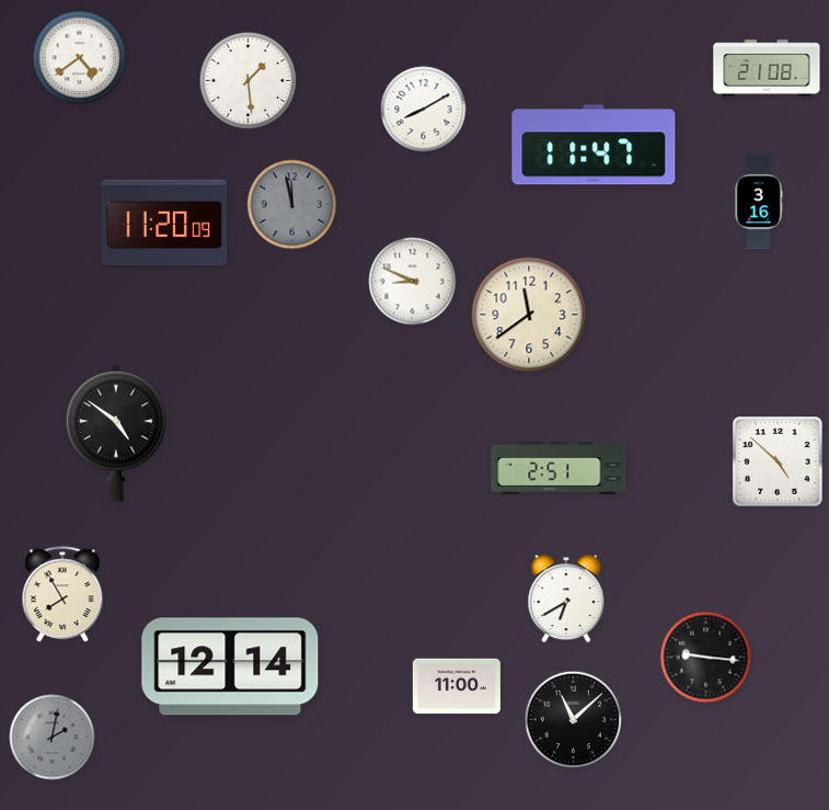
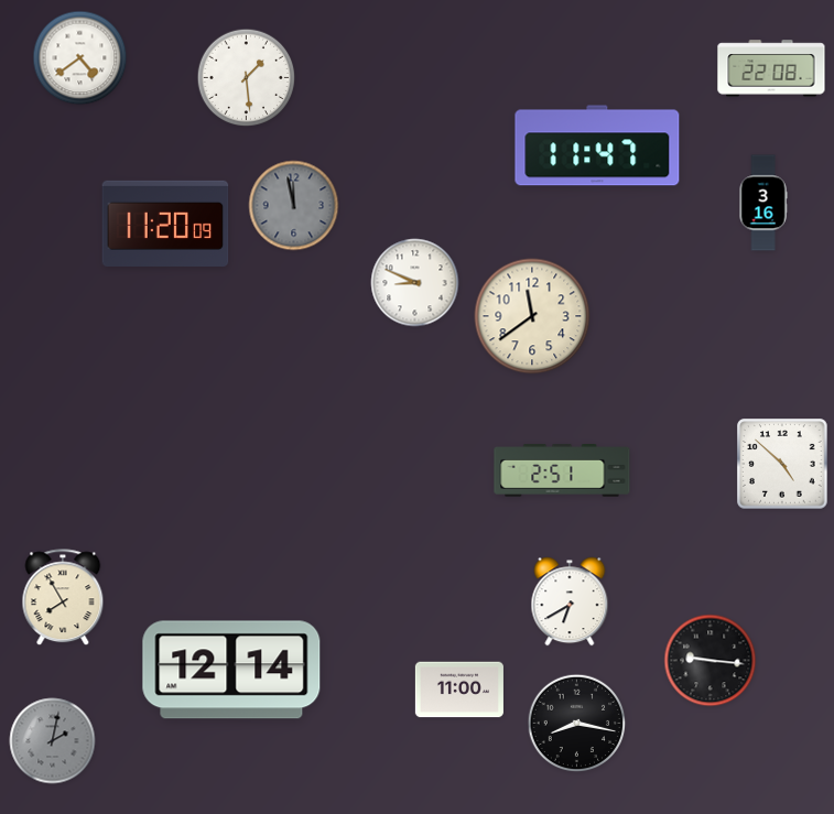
clock at (767, 68): 21:08 -> 22:08
clock at (249, 81) position: (249, 81) -> (247, 78)
clock at (424, 110): 8:10 -> none
clock at (116, 434): 4:51 -> none
clock at (574, 720): 11:08 -> 8:17
